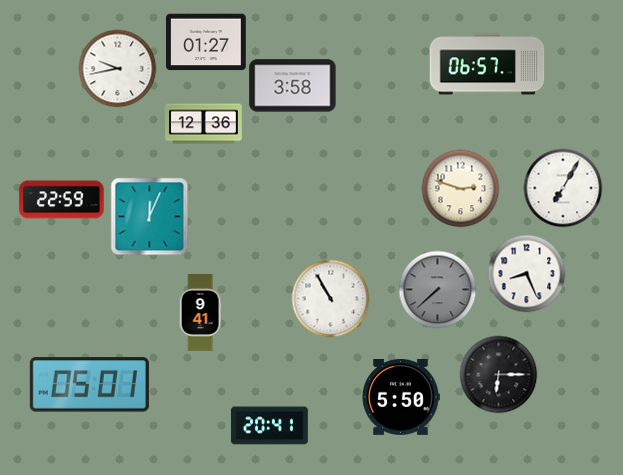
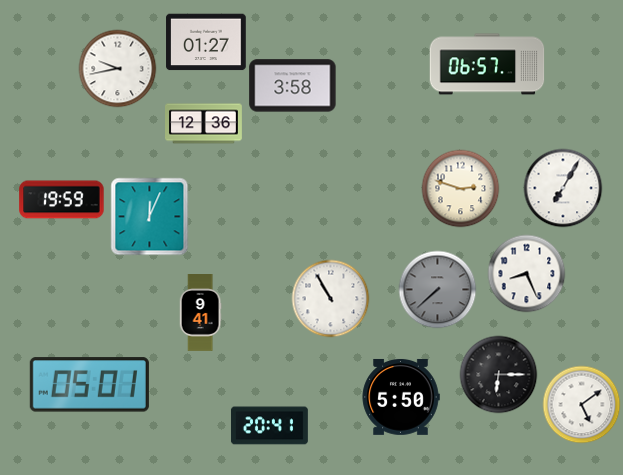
clock at (62, 200): 22:59 -> 19:59
clock at (581, 404): none -> 5:09
